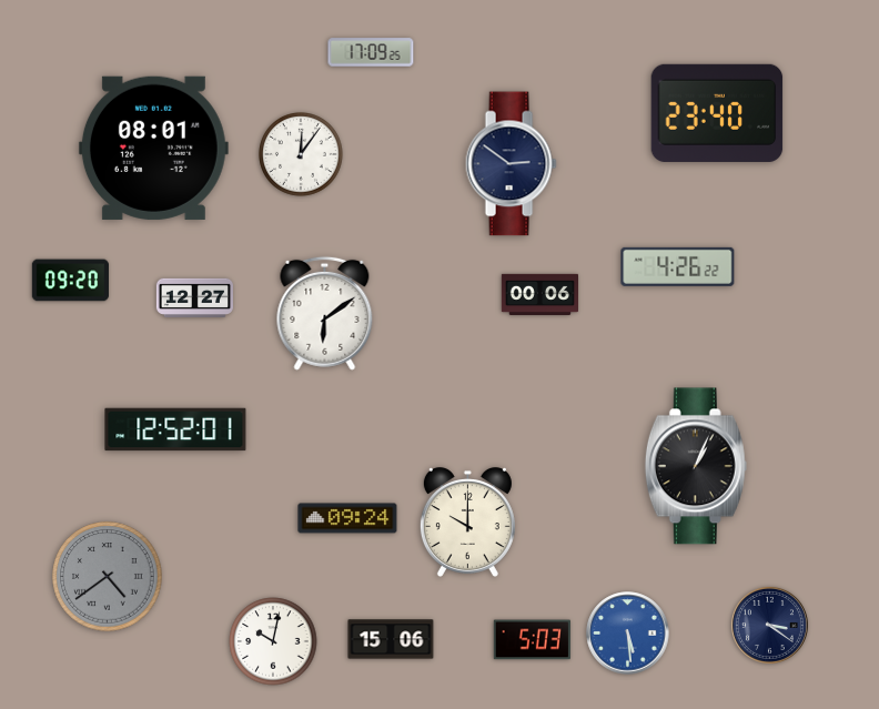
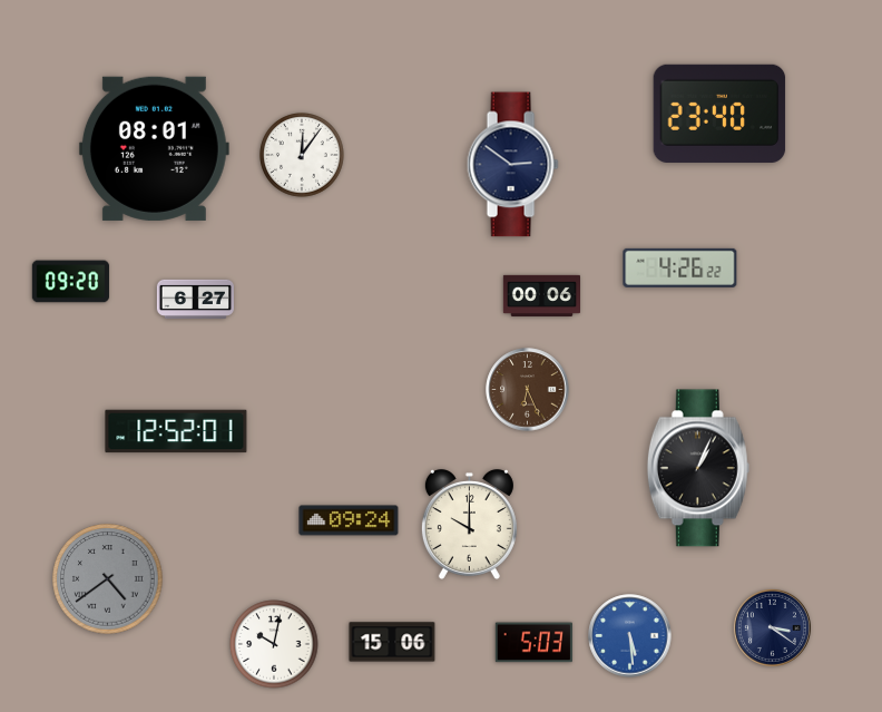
clock at (371, 52): 17:09 -> none
clock at (194, 297): 12:27 -> 6:27
clock at (325, 313): 6:09 -> none
clock at (528, 390): none -> 6:26
